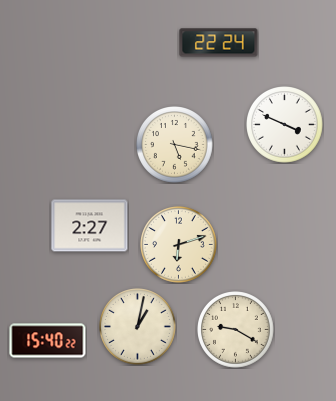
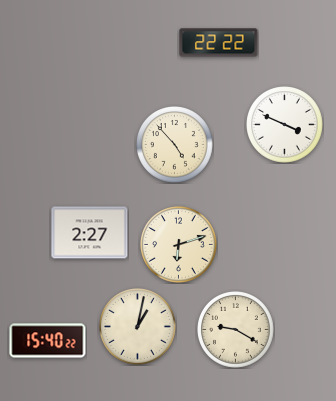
clock at (219, 43): 22:24 -> 22:22
clock at (175, 145): 5:17 -> 4:53
clock at (90, 226) position: (90, 226) -> (90, 233)
